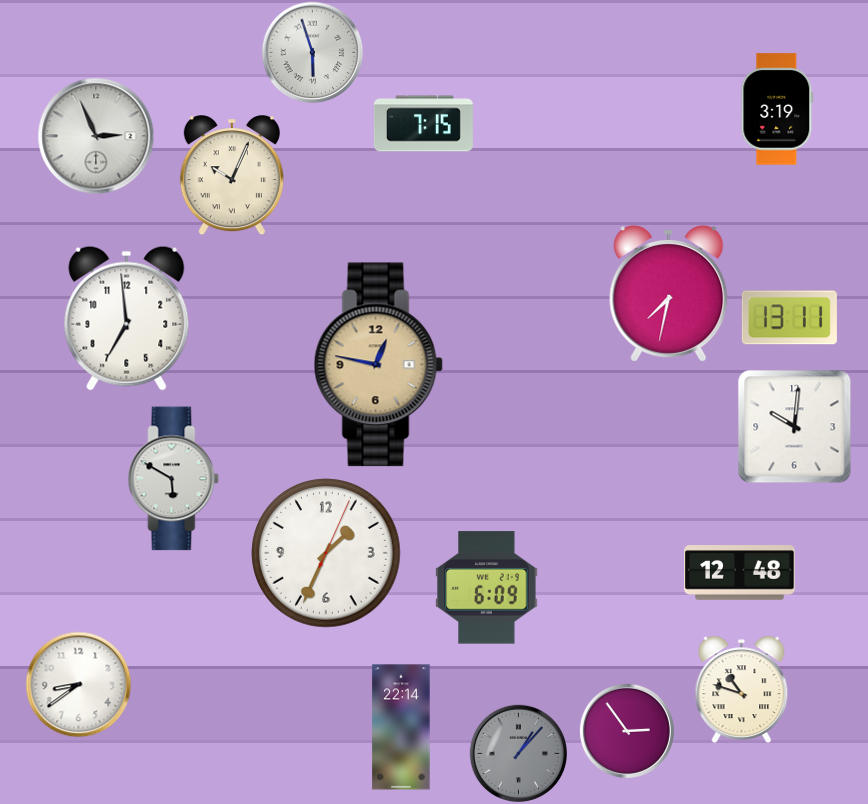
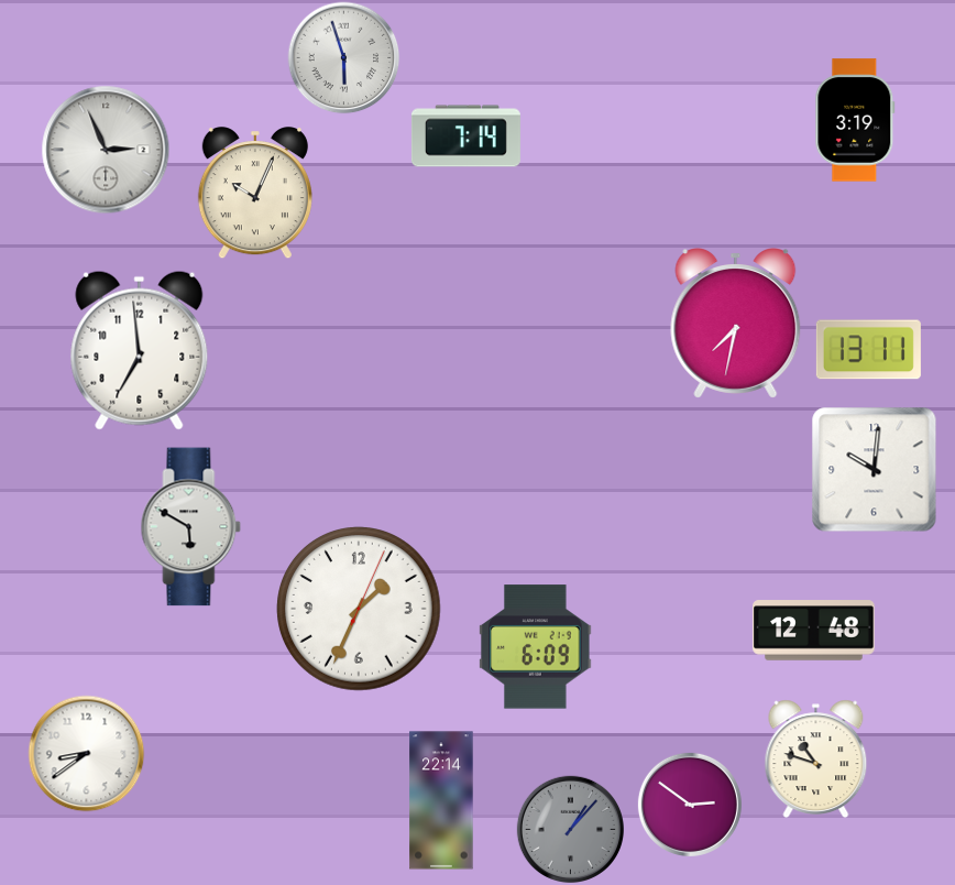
clock at (423, 124): 7:15 -> 7:14
clock at (378, 365): 12:47 -> none
clock at (627, 731): 2:54 -> 2:51
